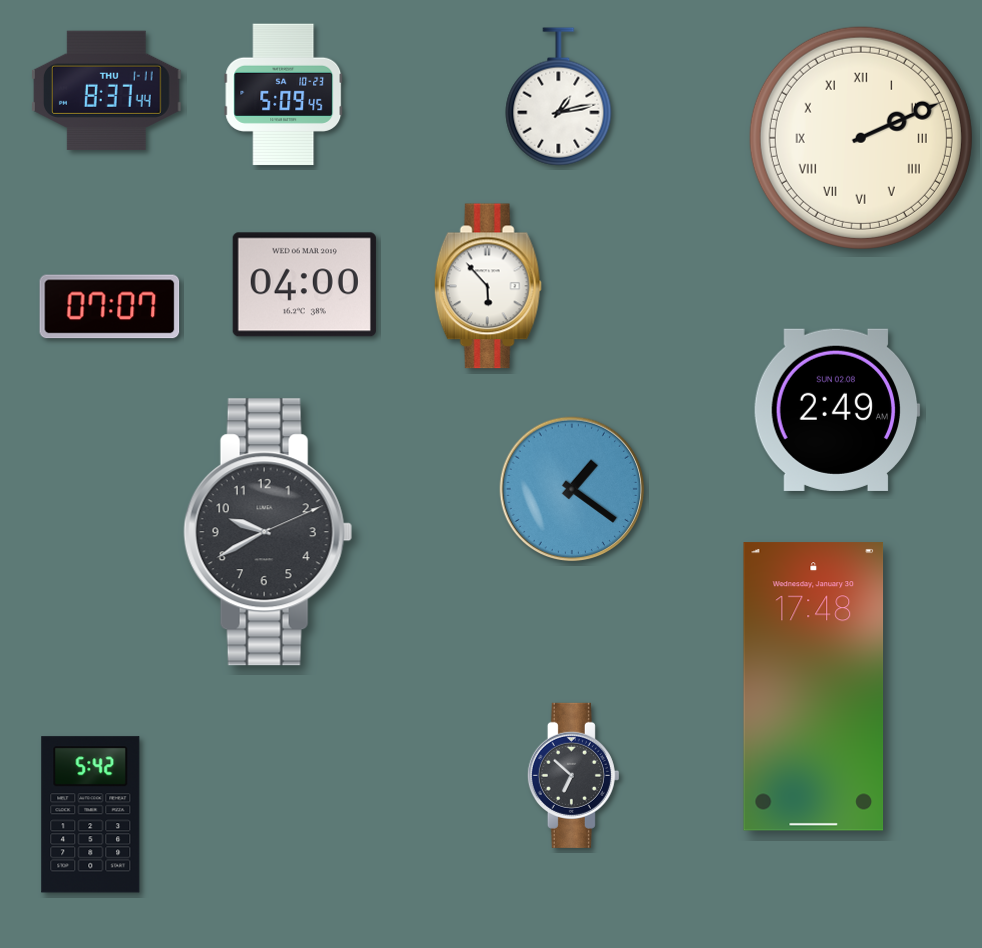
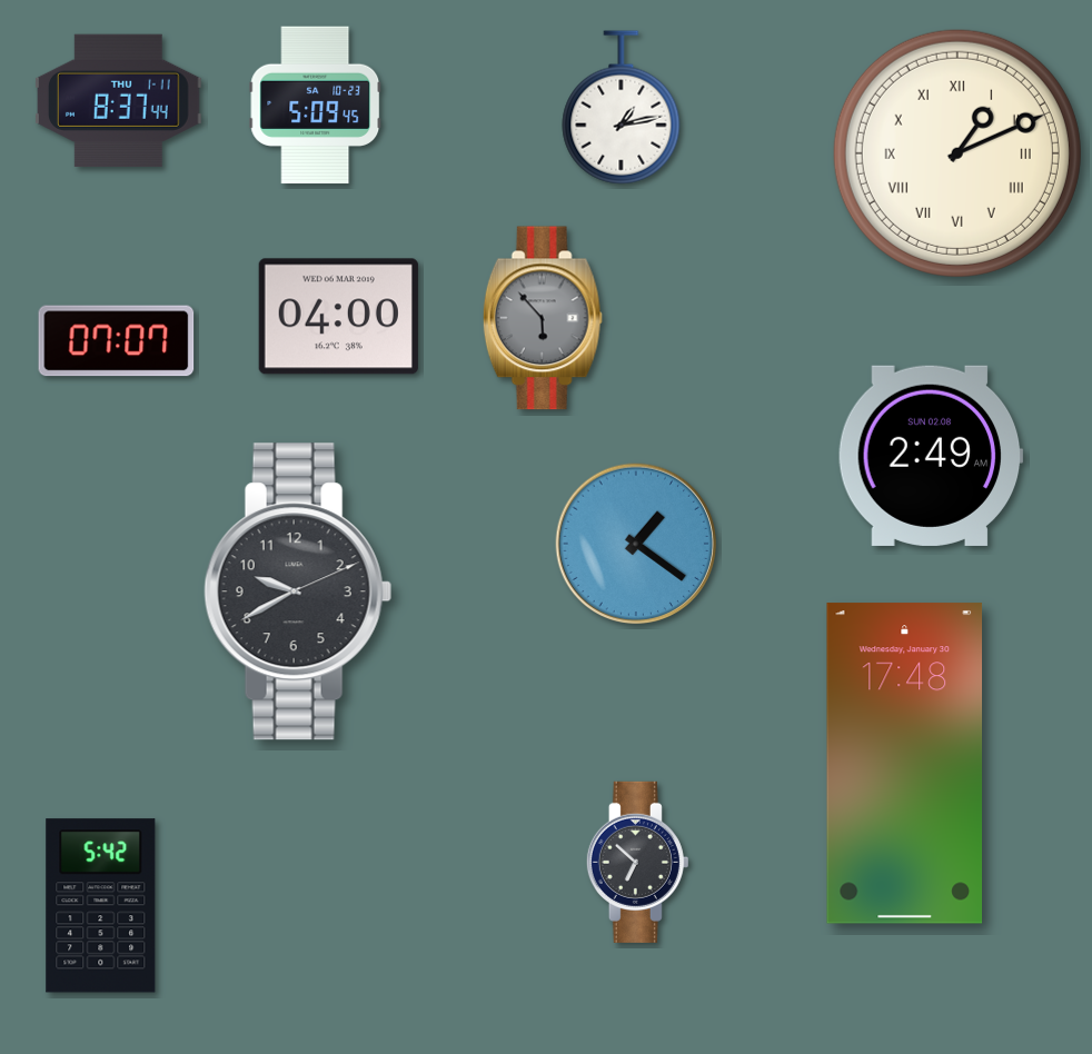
clock at (861, 138): 2:11 -> 1:11
clock at (488, 286) dial: white -> grey
clock at (110, 307) position: (110, 307) -> (117, 341)
